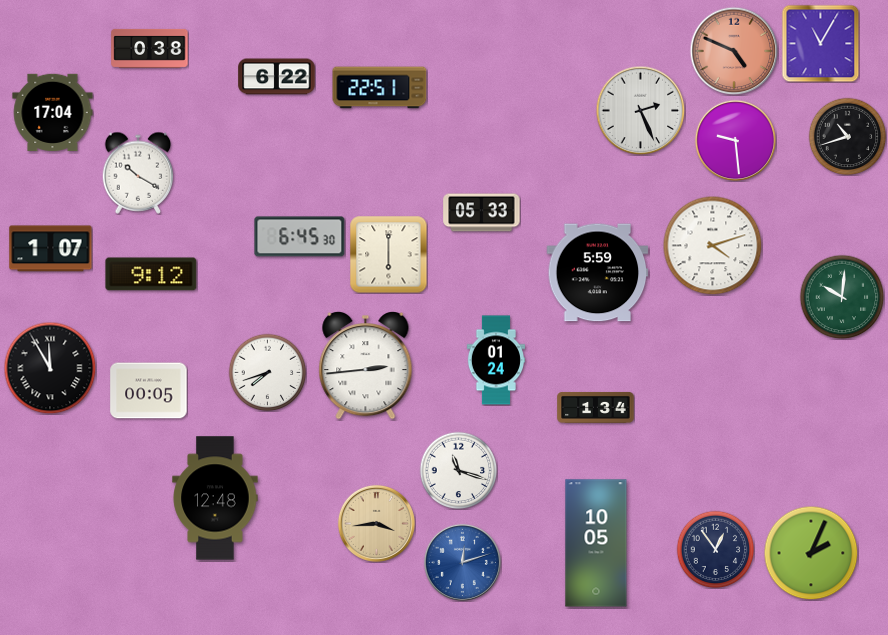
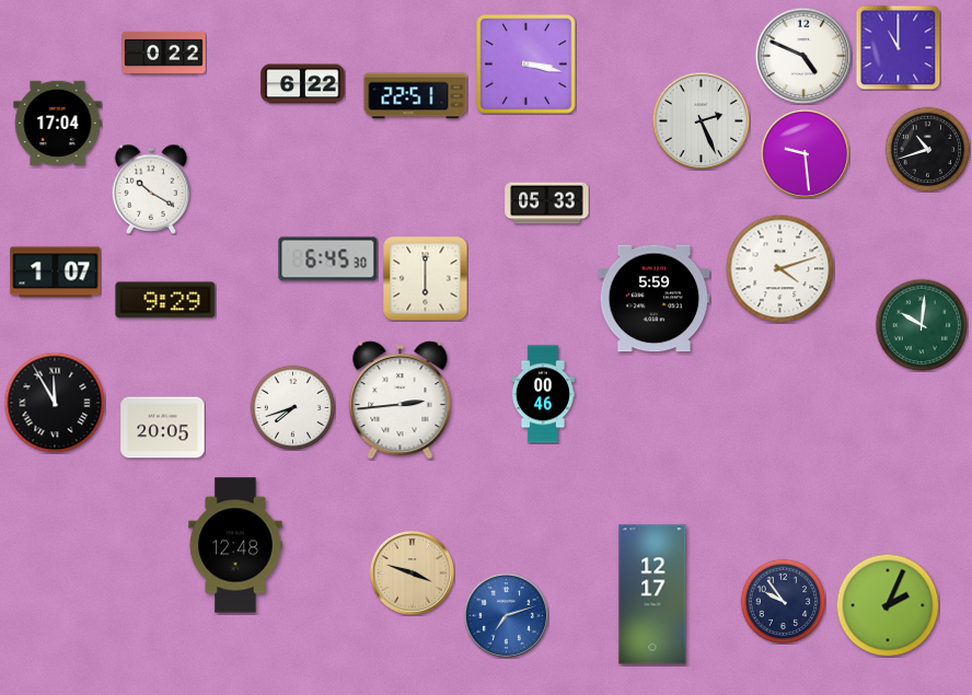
clock at (820, 43): 11:05 -> 11:00
clock at (150, 48): 0:38 -> 0:22
clock at (734, 51) dial: salmon -> white
clock at (526, 65): none -> 3:17
clock at (482, 213) position: (482, 213) -> (547, 204)
clock at (151, 274): 9:12 -> 9:29
clock at (495, 360): 01:24 -> 00:46
clock at (149, 391): 00:05 -> 20:05
clock at (596, 407): 1:34 -> none
clock at (458, 470): 11:18 -> none
clock at (376, 523): 3:44 -> 3:48
clock at (596, 543): 10:05 -> 12:17
clock at (715, 549): 12:54 -> 9:54
clock at (462, 562): 12:12 -> 7:12
